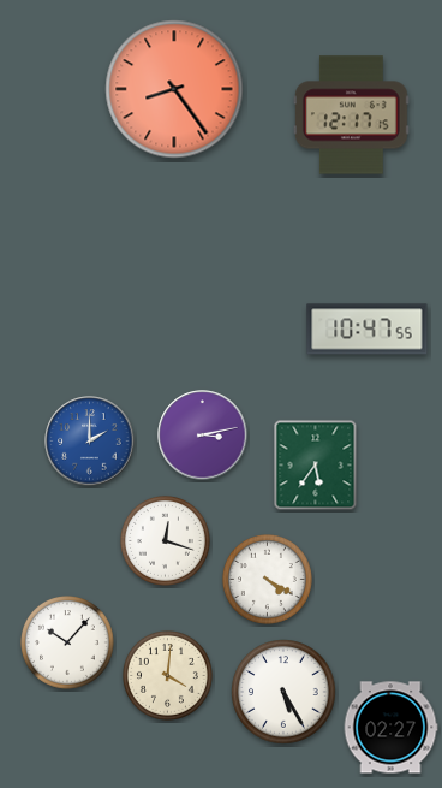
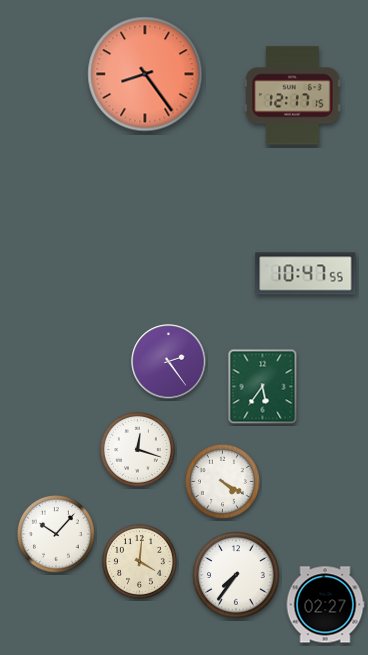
clock at (203, 436): 3:13 -> 2:24
clock at (90, 442): 2:00 -> none
clock at (283, 692): 5:25 -> 7:36
